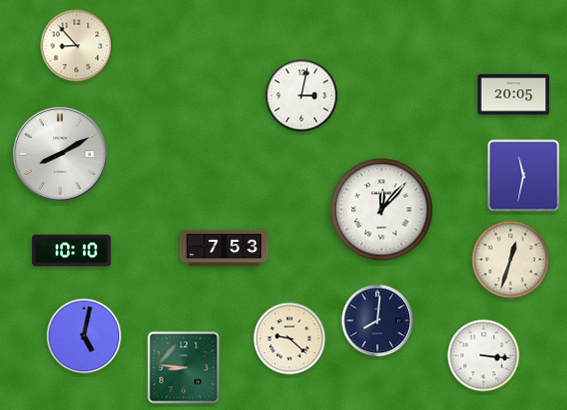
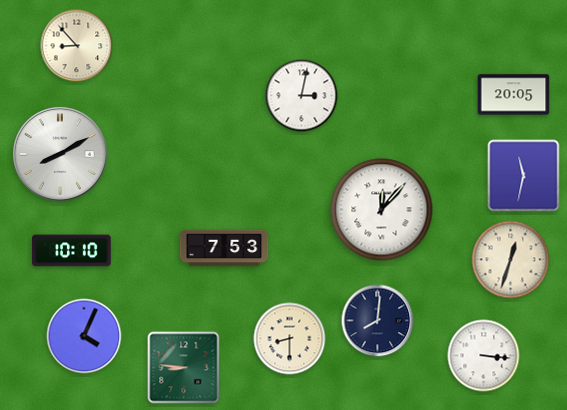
clock at (84, 336): 5:02 -> 4:04
clock at (290, 339): 9:22 -> 8:30
